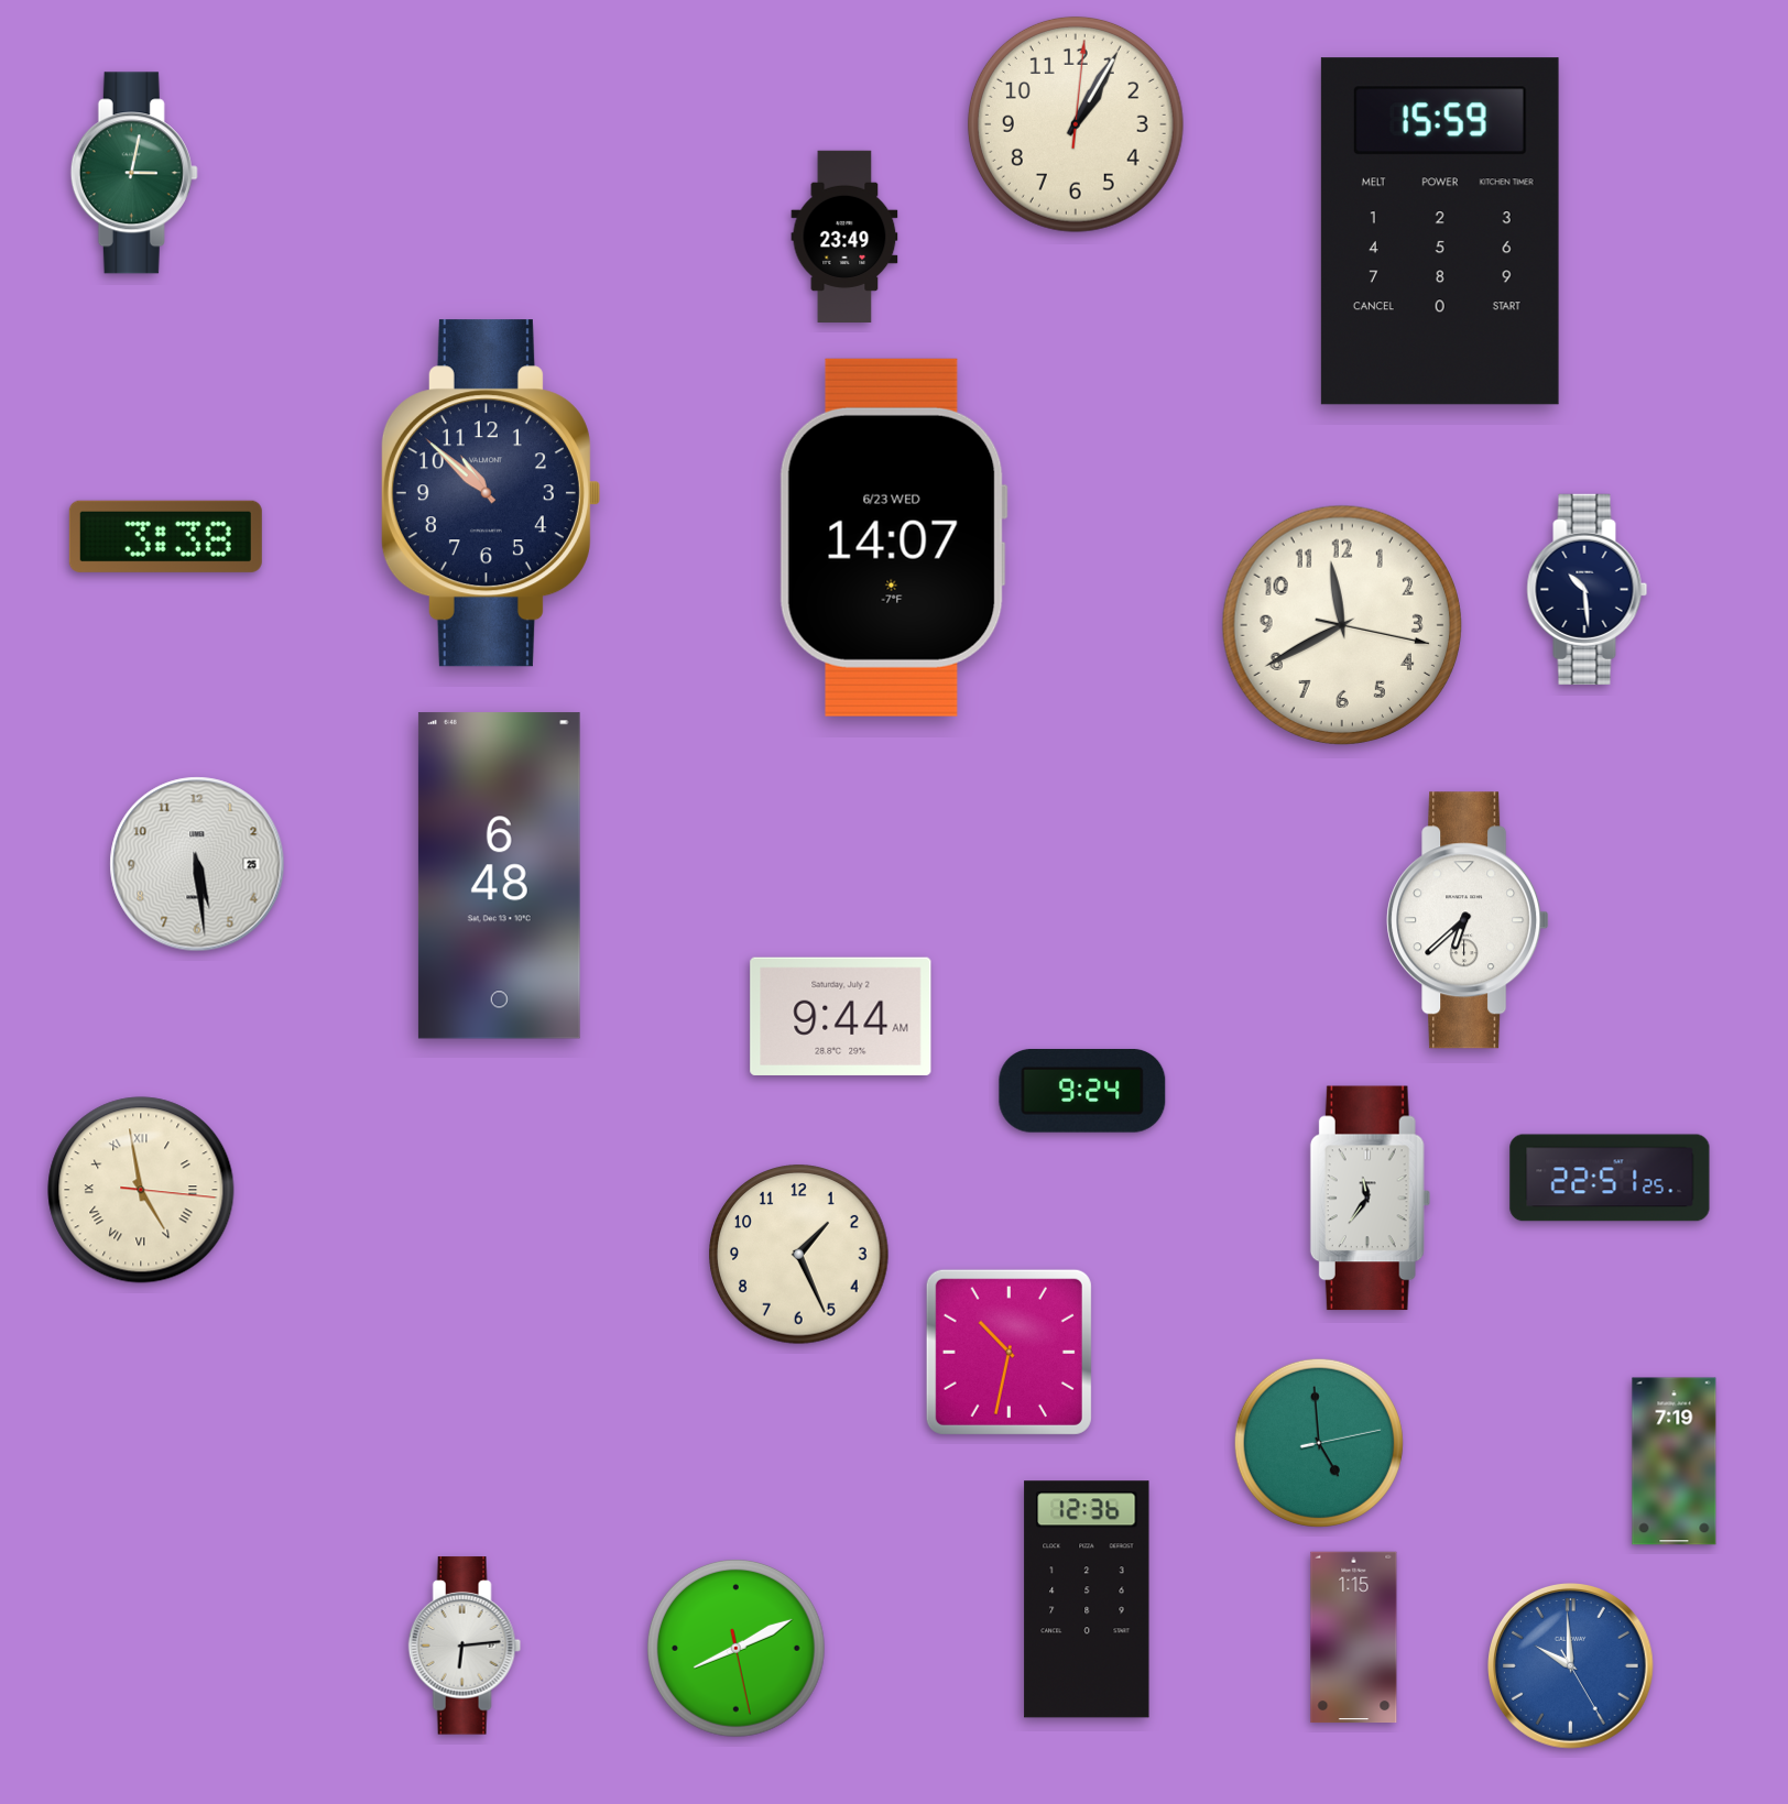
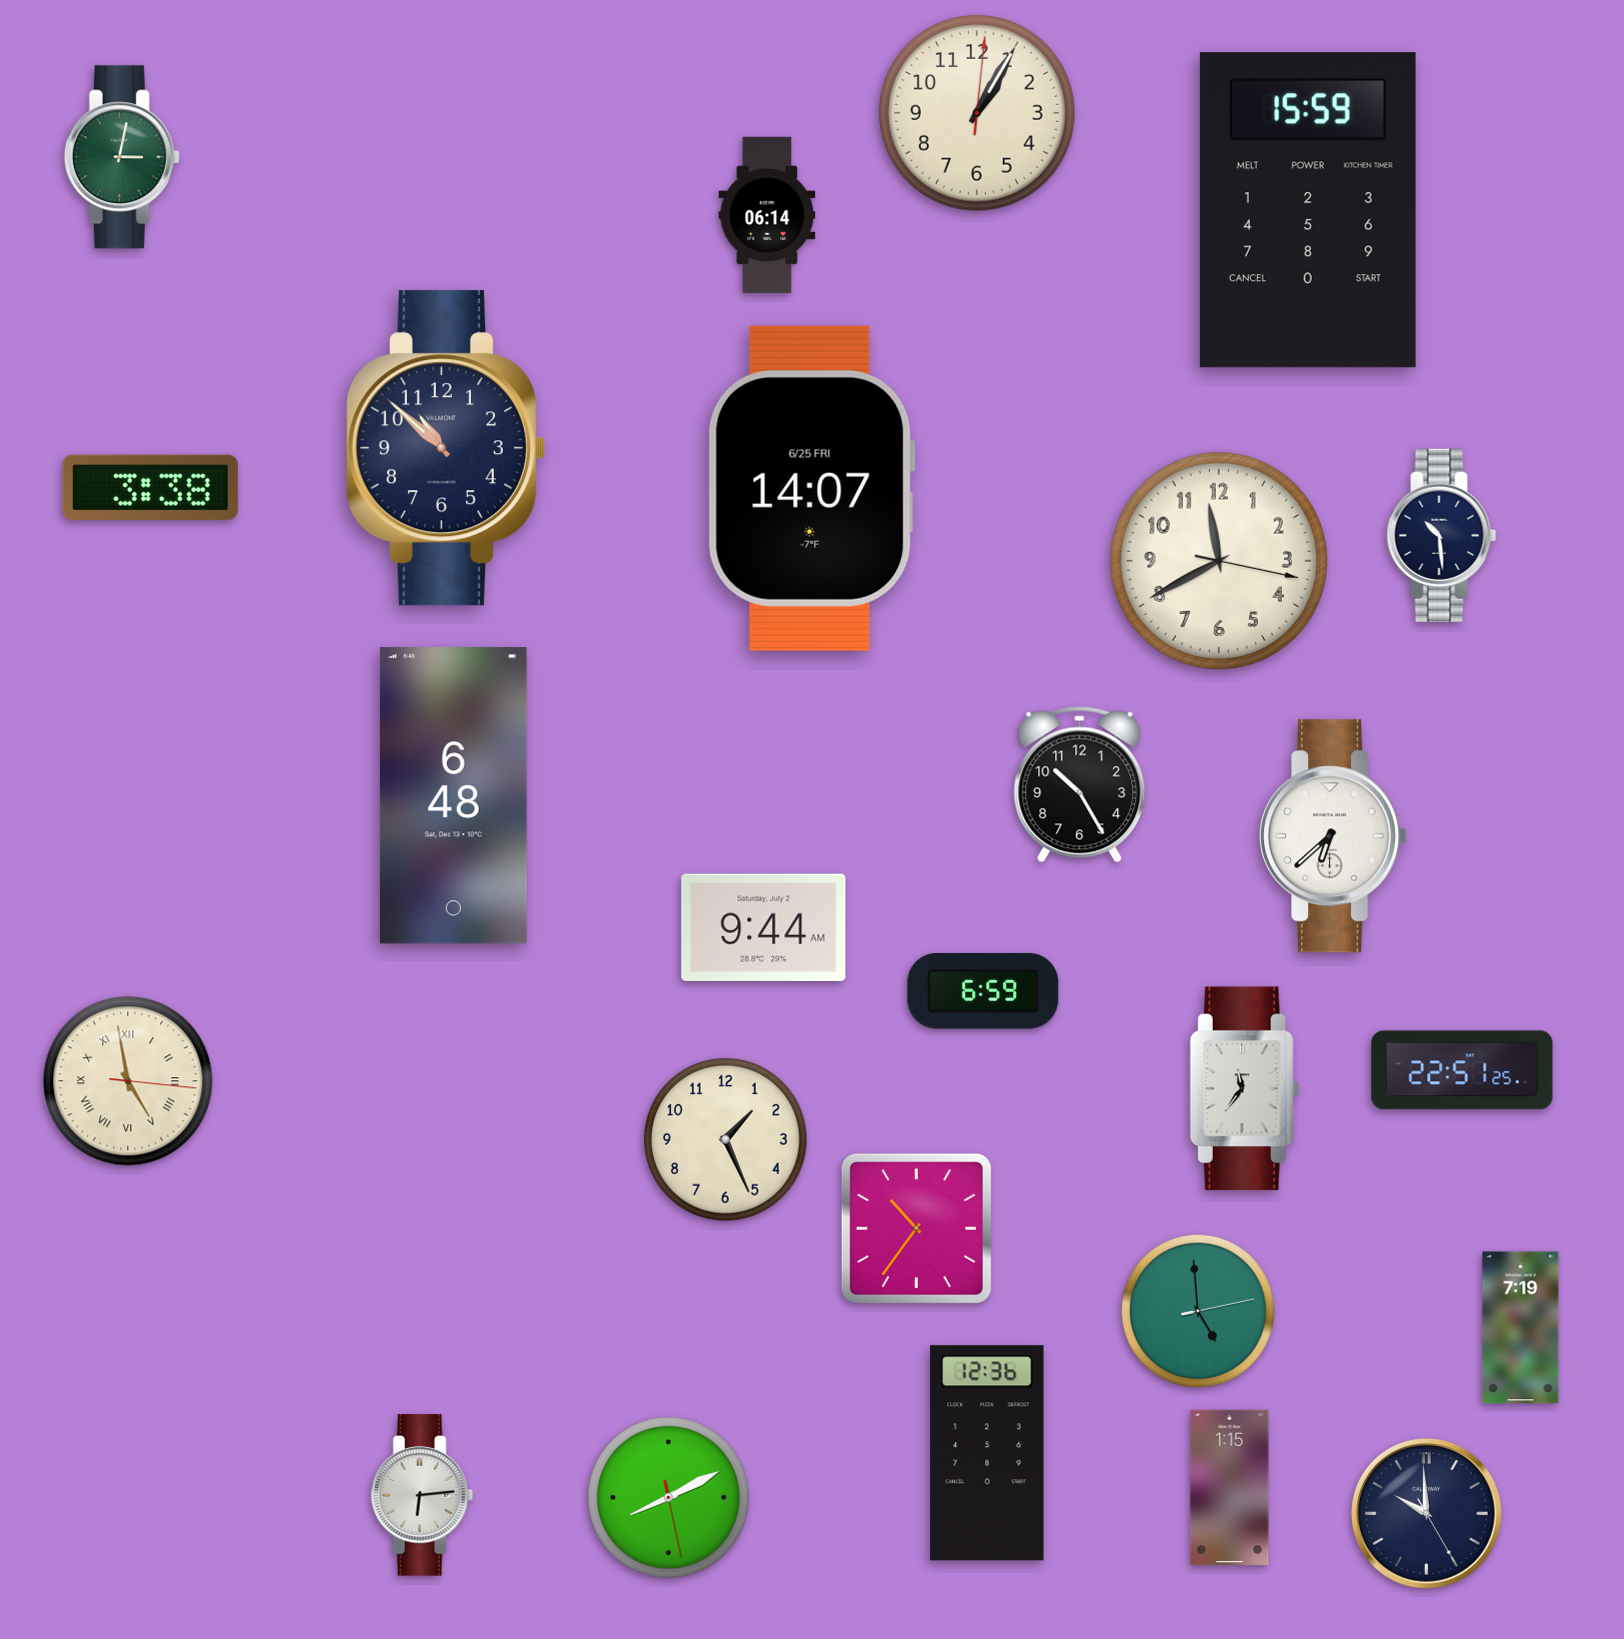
clock at (844, 236): 23:49 -> 06:14
clock at (893, 537) date: 6/23 WED -> 6/25 FRI
clock at (1342, 625) position: (1342, 625) -> (1219, 561)
clock at (197, 864): 5:29 -> none
clock at (1080, 785): none -> 10:25
clock at (841, 1016) position: (841, 1016) -> (764, 927)
clock at (1082, 1092): 9:24 -> 6:59
clock at (1009, 1352): 10:32 -> 10:36
clock at (1571, 1666) dial: blue -> navy
